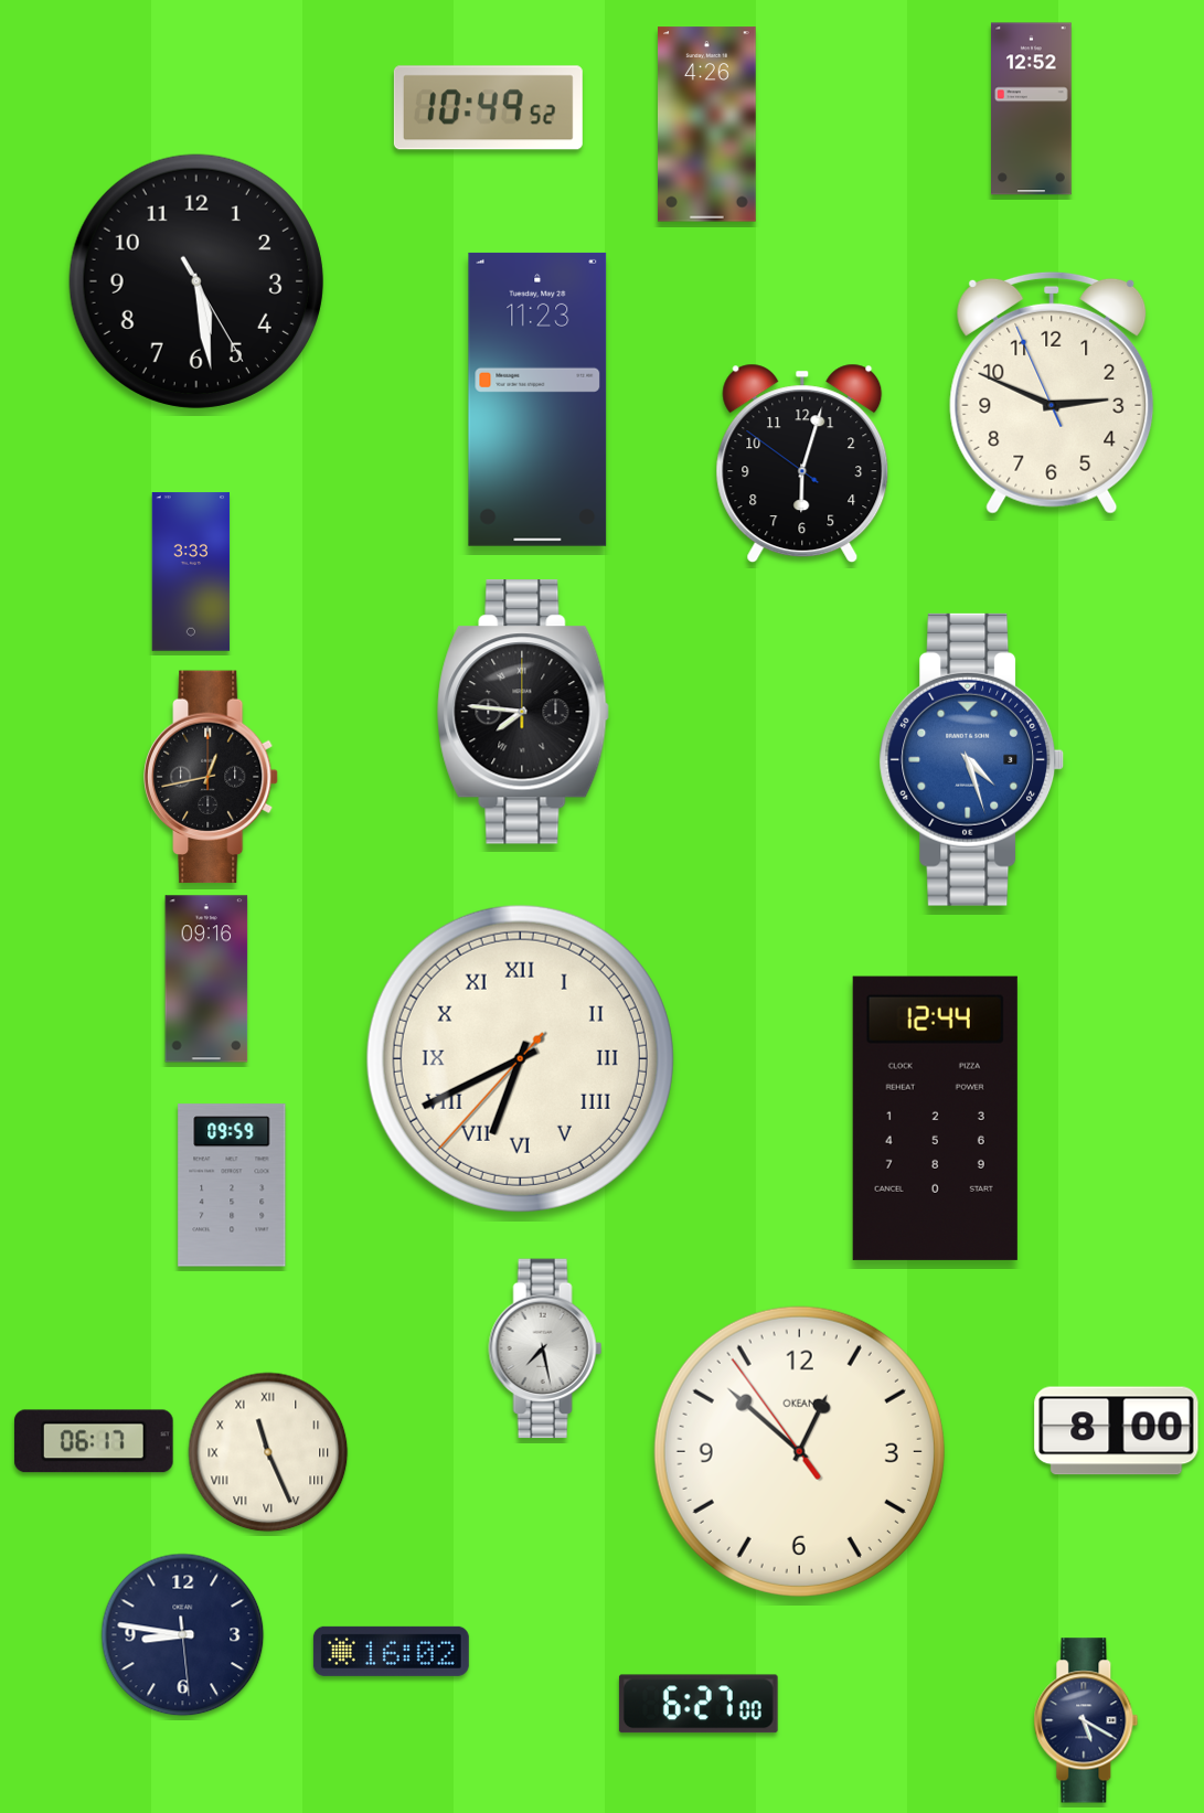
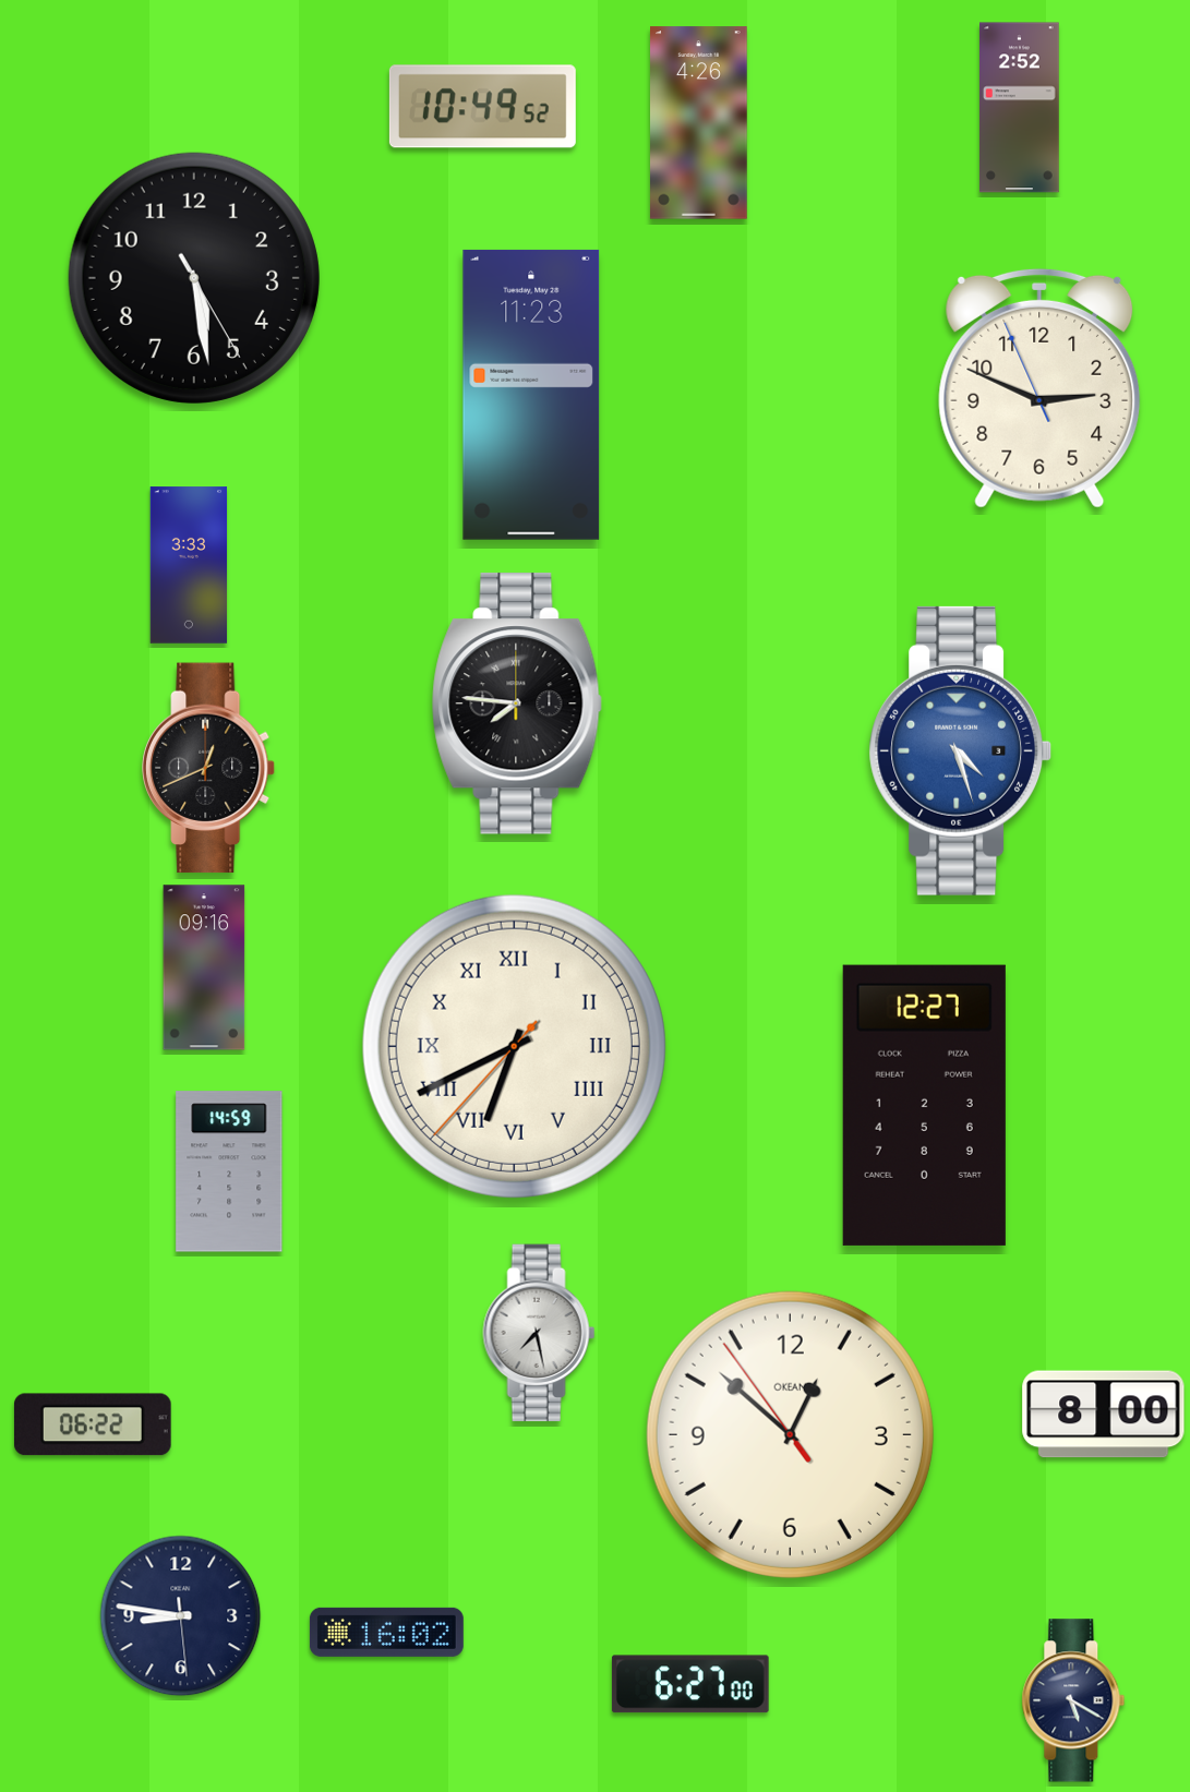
clock at (1032, 109): 12:52 -> 2:52
clock at (802, 463): 6:02 -> none
clock at (211, 777): 12:43 -> 12:41
clock at (935, 1118): 12:44 -> 12:27
clock at (232, 1185): 09:59 -> 14:59
clock at (94, 1441): 06:17 -> 06:22
clock at (268, 1452): 11:26 -> none
